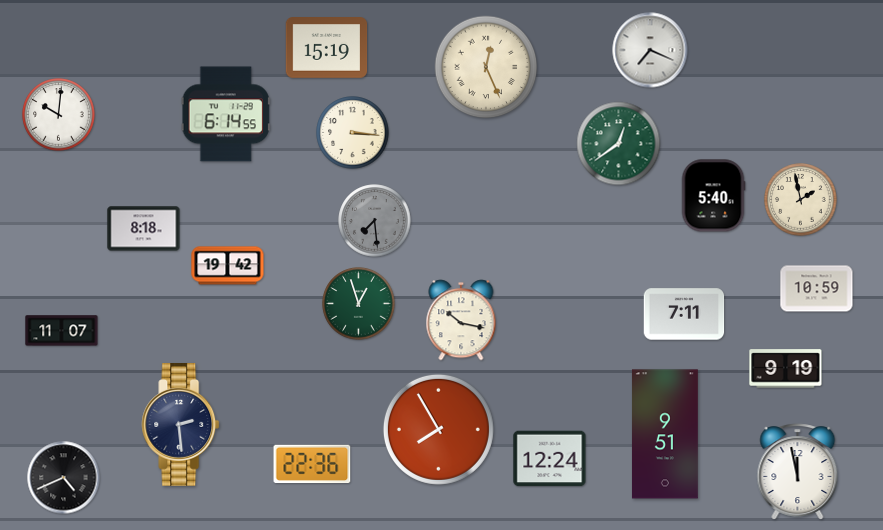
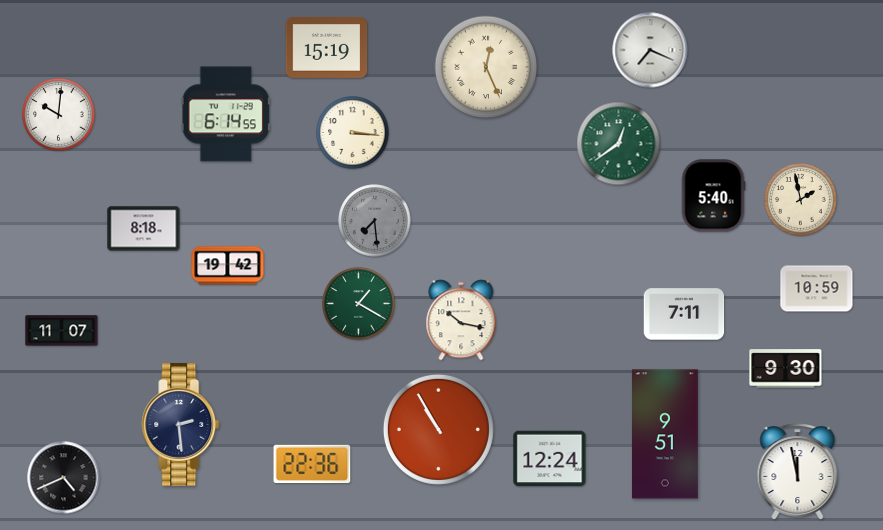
clock at (359, 304): 12:57 -> 1:20
clock at (786, 369): 9:19 -> 9:30
clock at (438, 429): 7:55 -> 10:55
